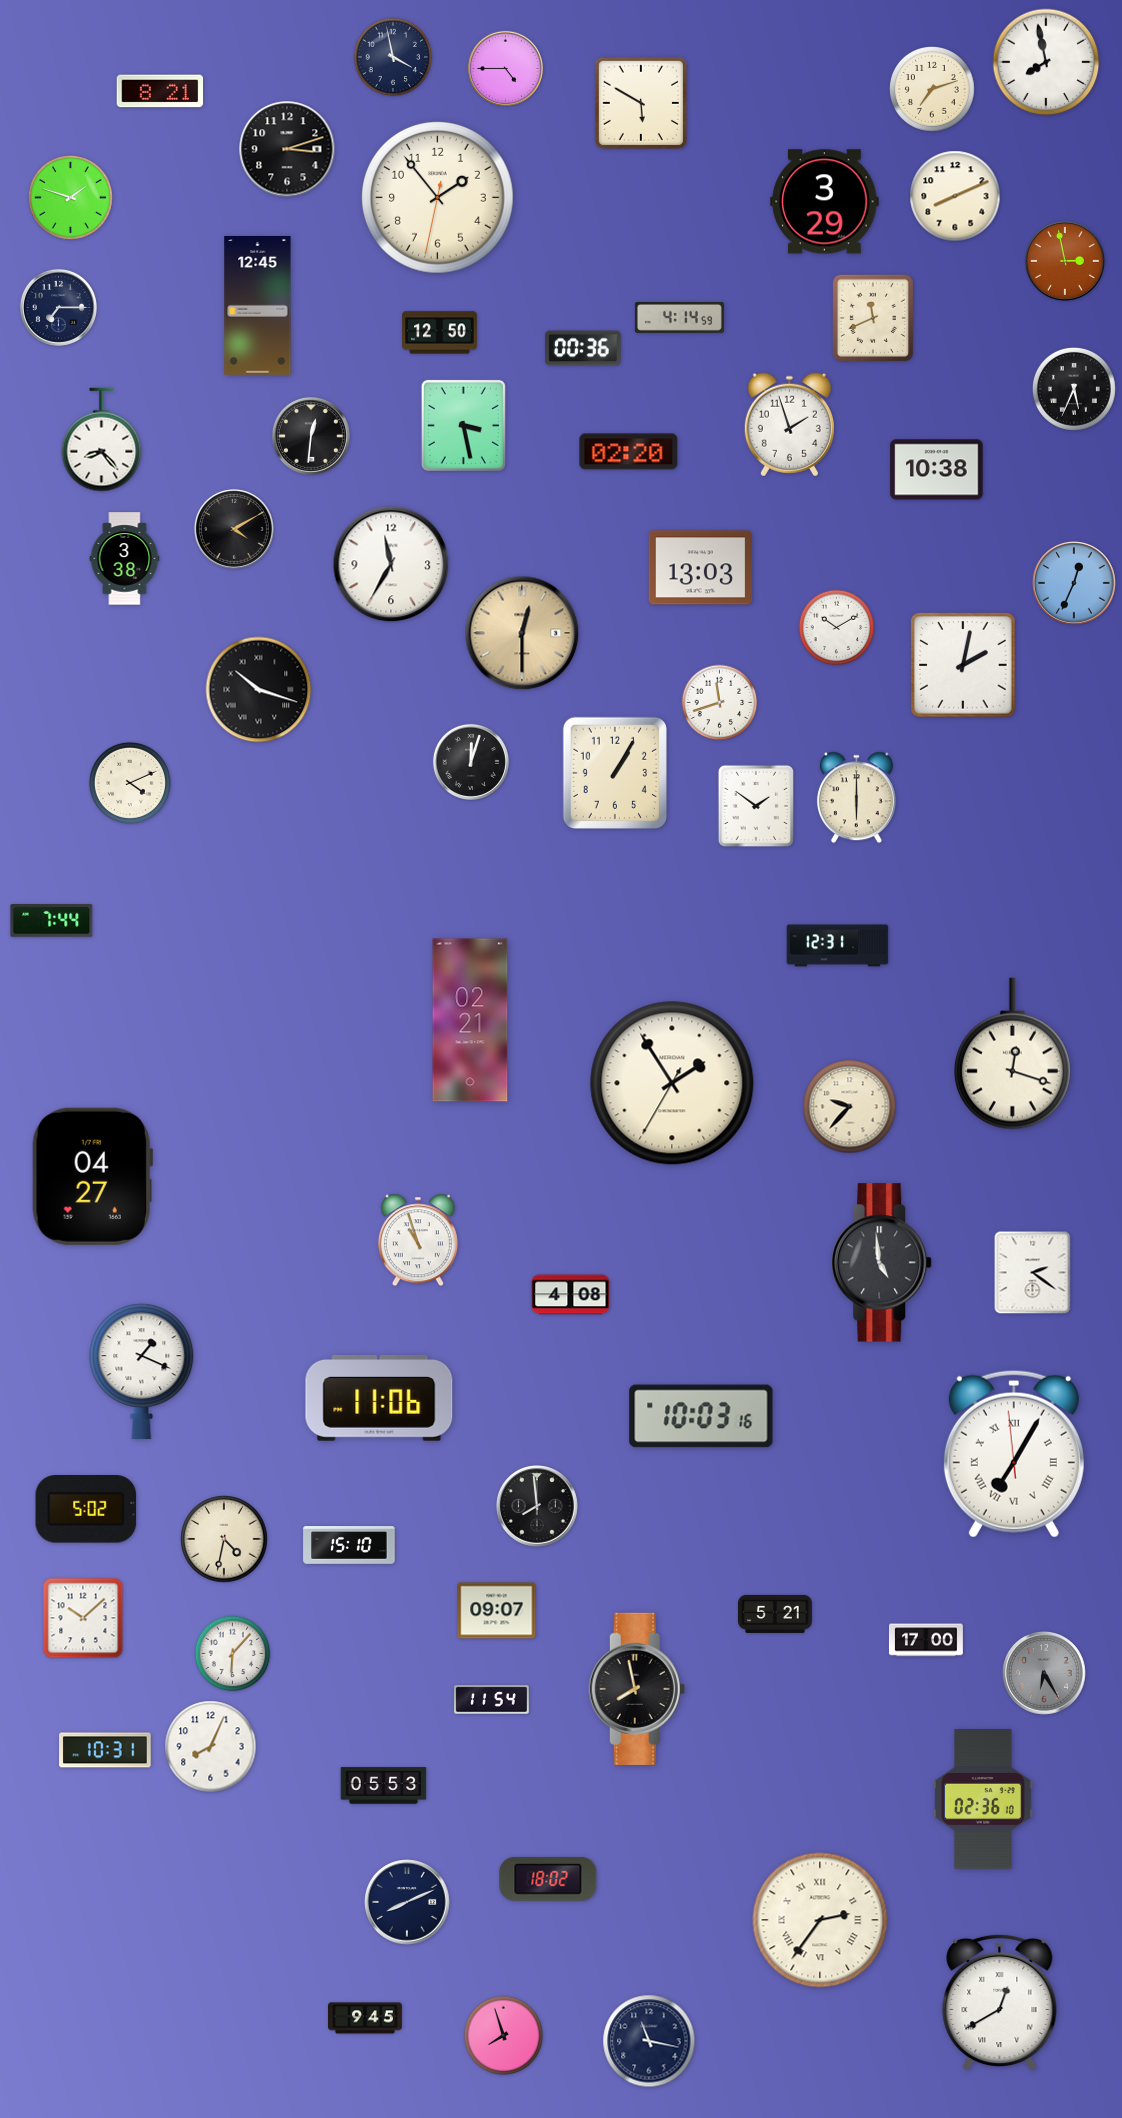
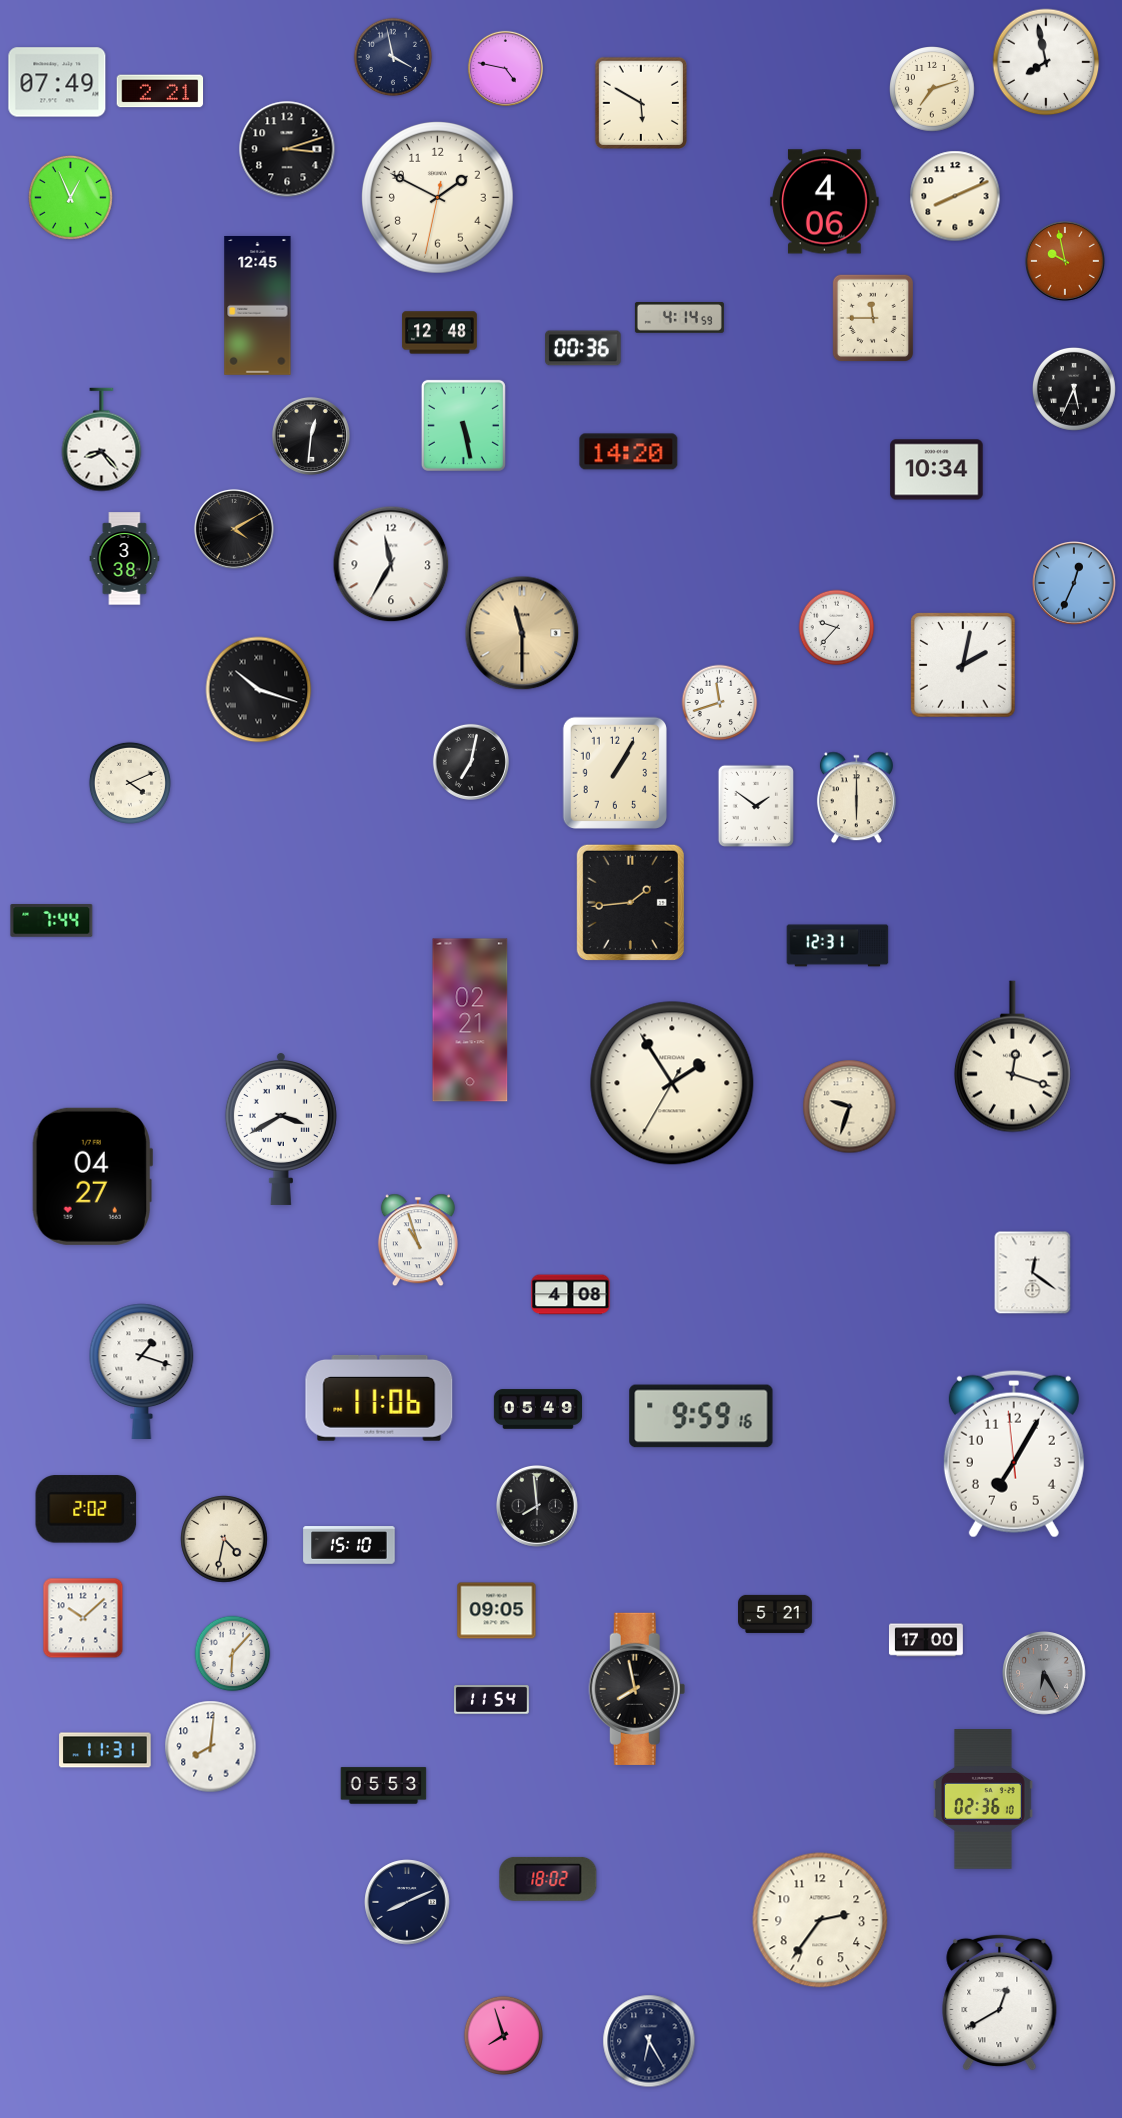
clock at (505, 68): 4:45 -> 4:47
clock at (57, 82): none -> 07:49
clock at (160, 91): 8:21 -> 2:21
clock at (70, 197): 1:48 -> 12:56
clock at (438, 198): 1:53 -> 1:49
clock at (825, 202): 3:29 -> 4:06
clock at (1065, 261): 2:58 -> 9:58
clock at (58, 307): 7:15 -> none
clock at (872, 317): 11:41 -> 11:45
clock at (440, 333): 12:50 -> 12:48
clock at (463, 425): 3:28 -> 5:28
clock at (789, 425): 1:57 -> none
clock at (629, 452): 02:20 -> 14:20
clock at (937, 470): 10:38 -> 10:34
clock at (700, 568): 13:03 -> none
clock at (837, 628): 10:10 -> 9:37
clock at (522, 633): 12:30 -> 11:30
clock at (471, 762): 12:03 -> 7:02
clock at (630, 902): none -> 1:44
clock at (1012, 1054) position: (1012, 1054) -> (1012, 1057)
clock at (850, 1107): 9:37 -> 9:33
clock at (281, 1128): none -> 3:40
clock at (882, 1263): 4:59 -> none
clock at (1033, 1273): 2:21 -> 12:21
clock at (142, 1371): 1:19 -> 1:18
clock at (537, 1409): none -> 05:49
clock at (701, 1416): 10:03 -> 9:59
clock at (1014, 1454) numerals: Roman -> Arabic
clock at (86, 1509): 5:02 -> 2:02
clock at (497, 1611): 09:07 -> 09:05
clock at (211, 1747): 8:04 -> 8:01
clock at (105, 1750): 10:31 -> 11:31
clock at (820, 1920) numerals: Roman -> Arabic
clock at (366, 2018): 9:45 -> none
clock at (649, 2041): 11:17 -> 6:25
